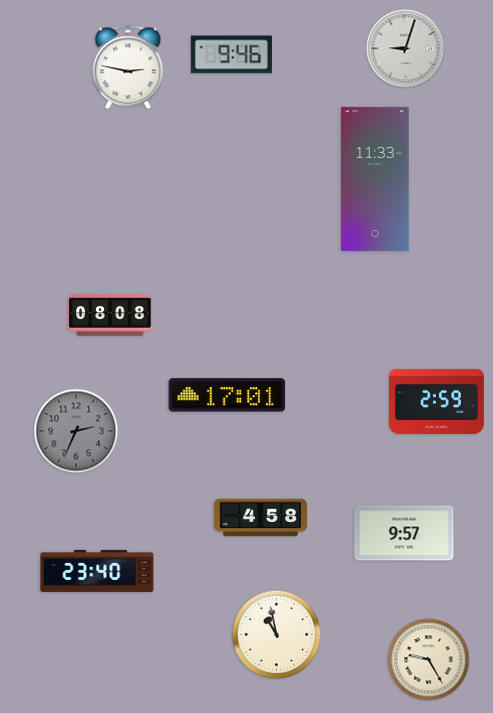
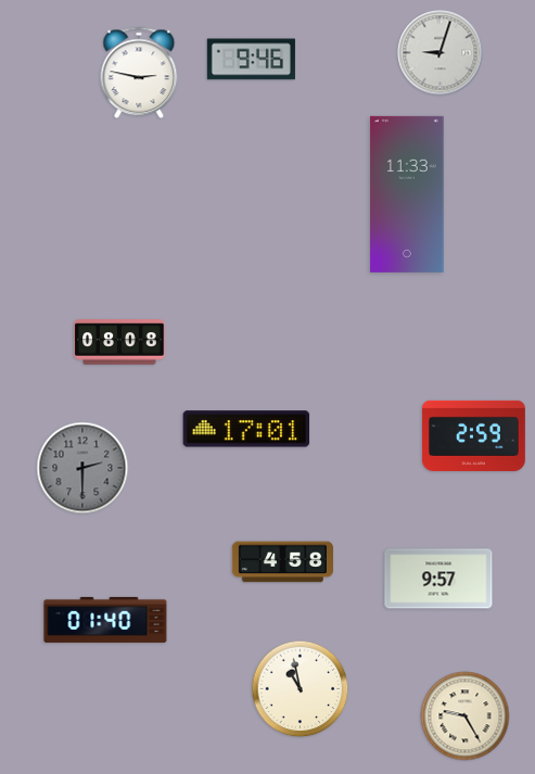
clock at (76, 431): 2:34 -> 2:30
clock at (97, 571): 23:40 -> 01:40
